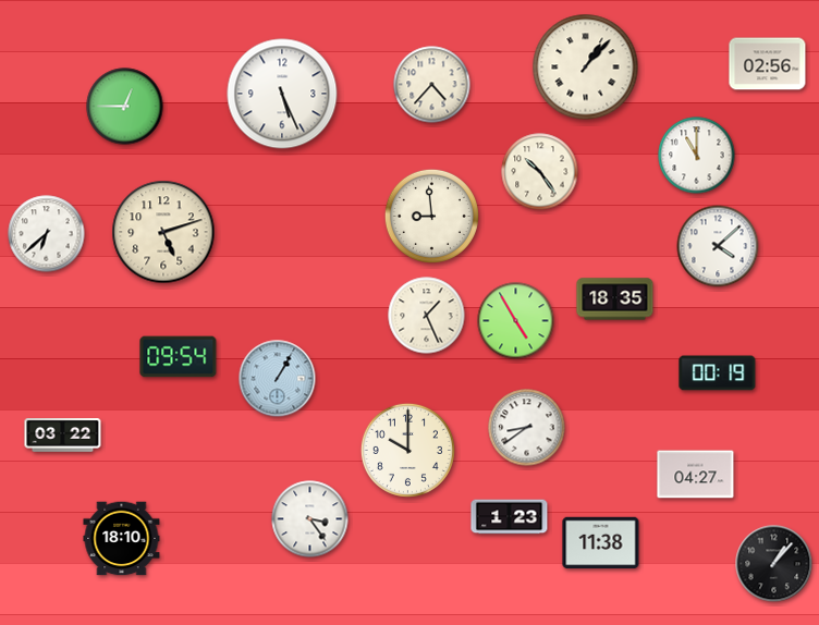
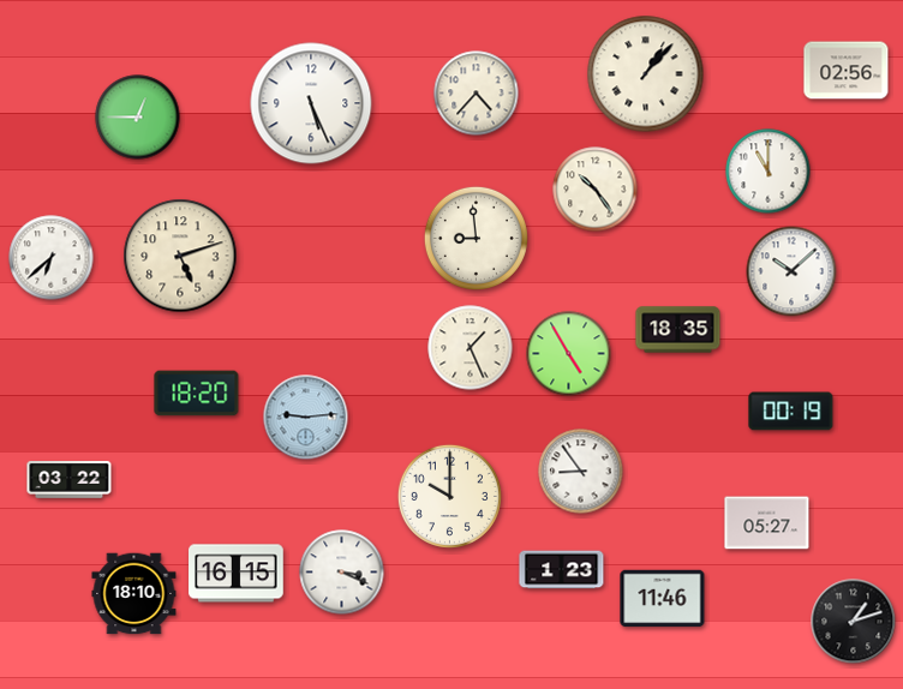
clock at (718, 246): 4:08 -> 10:08
clock at (179, 357): 09:54 -> 18:20
clock at (278, 379): 1:05 -> 9:14
clock at (527, 428): 8:39 -> 8:54
clock at (696, 475): 04:27 -> 05:27
clock at (310, 519): 3:24 -> 3:19
clock at (237, 574): none -> 16:15
clock at (601, 543): 11:38 -> 11:46
clock at (774, 564): 1:07 -> 1:12
